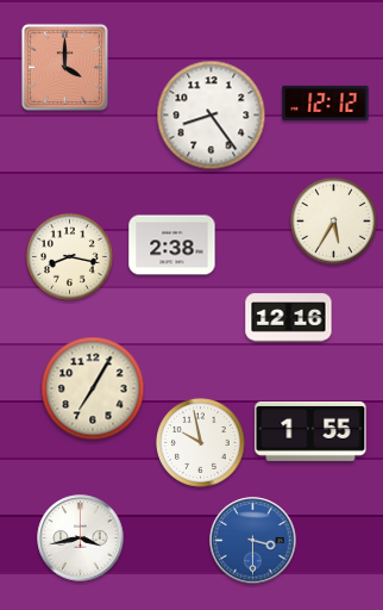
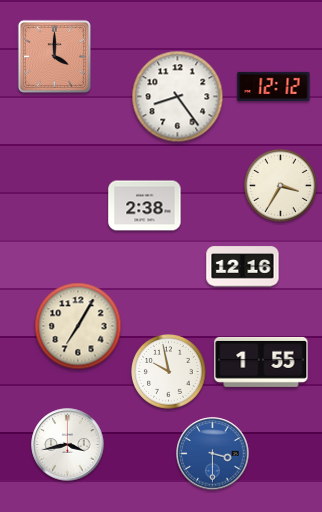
clock at (333, 220): 5:35 -> 3:35
clock at (69, 256): 8:17 -> none
clock at (81, 539) position: (81, 539) -> (68, 445)
